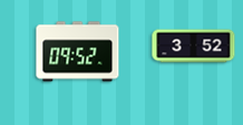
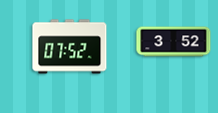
clock at (78, 52): 09:52 -> 07:52
